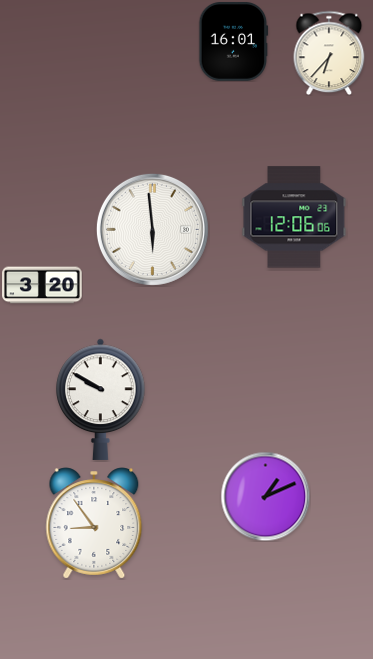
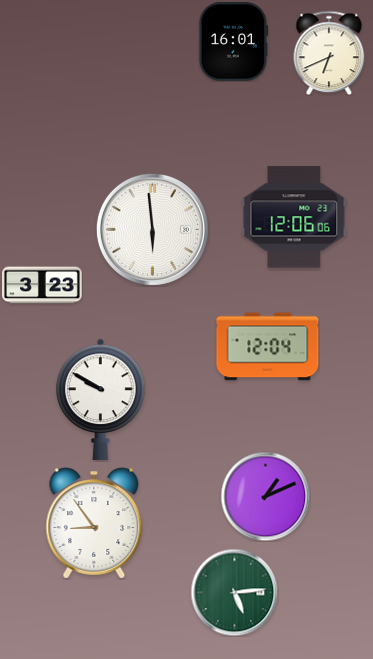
clock at (329, 53): 6:37 -> 6:41
clock at (42, 285): 3:20 -> 3:23
clock at (268, 347): none -> 12:04
clock at (234, 592): none -> 5:14
